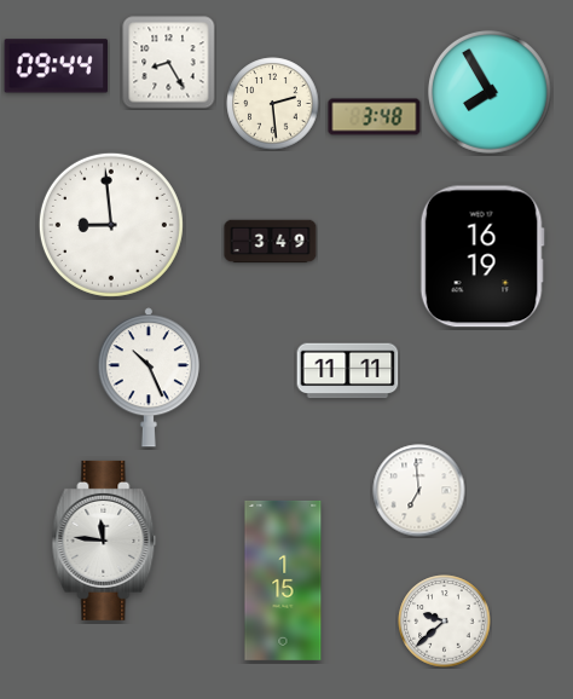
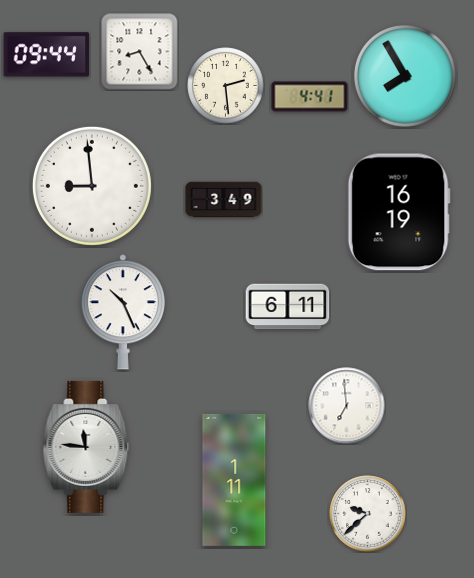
clock at (375, 117): 3:48 -> 4:41
clock at (348, 371): 11:11 -> 6:11
clock at (283, 580): 1:15 -> 1:11
